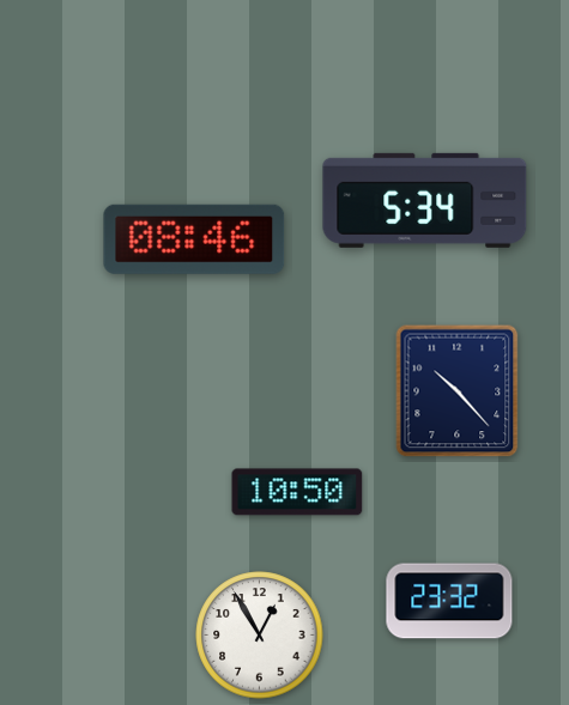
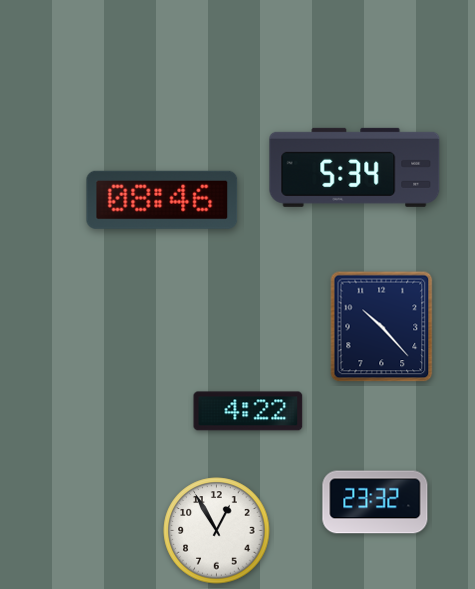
clock at (297, 492): 10:50 -> 4:22
